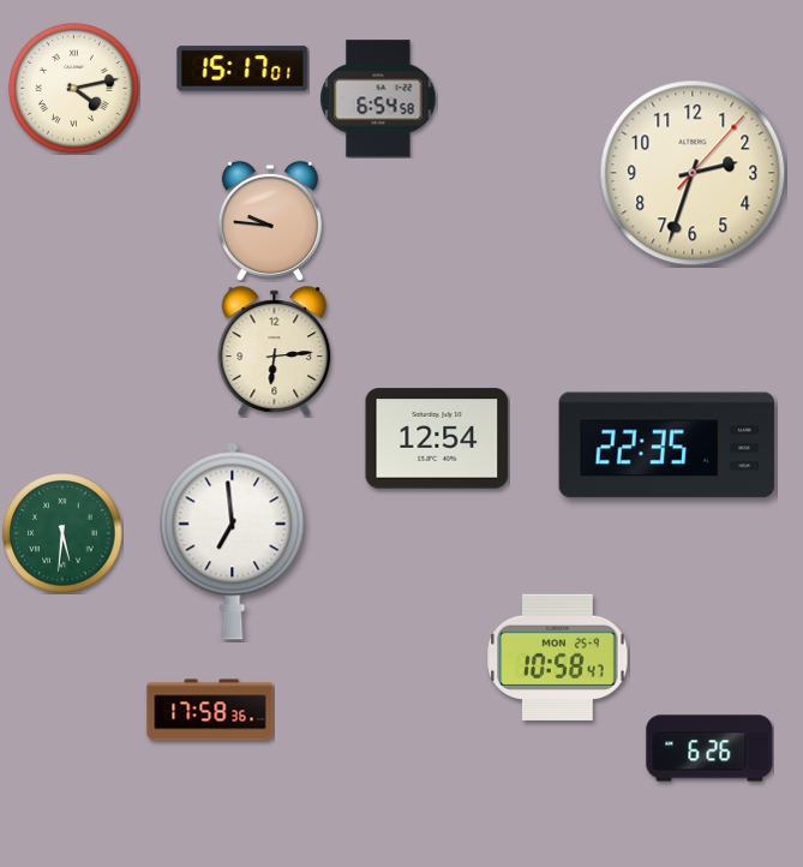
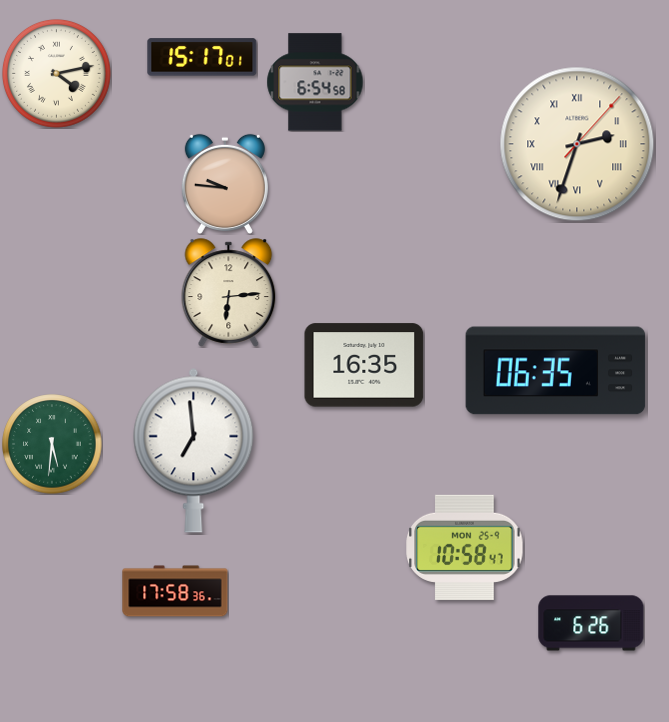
clock at (73, 88) position: (73, 88) -> (56, 73)
clock at (693, 173) numerals: Arabic -> Roman
clock at (437, 438): 12:54 -> 16:35
clock at (667, 446): 22:35 -> 06:35
